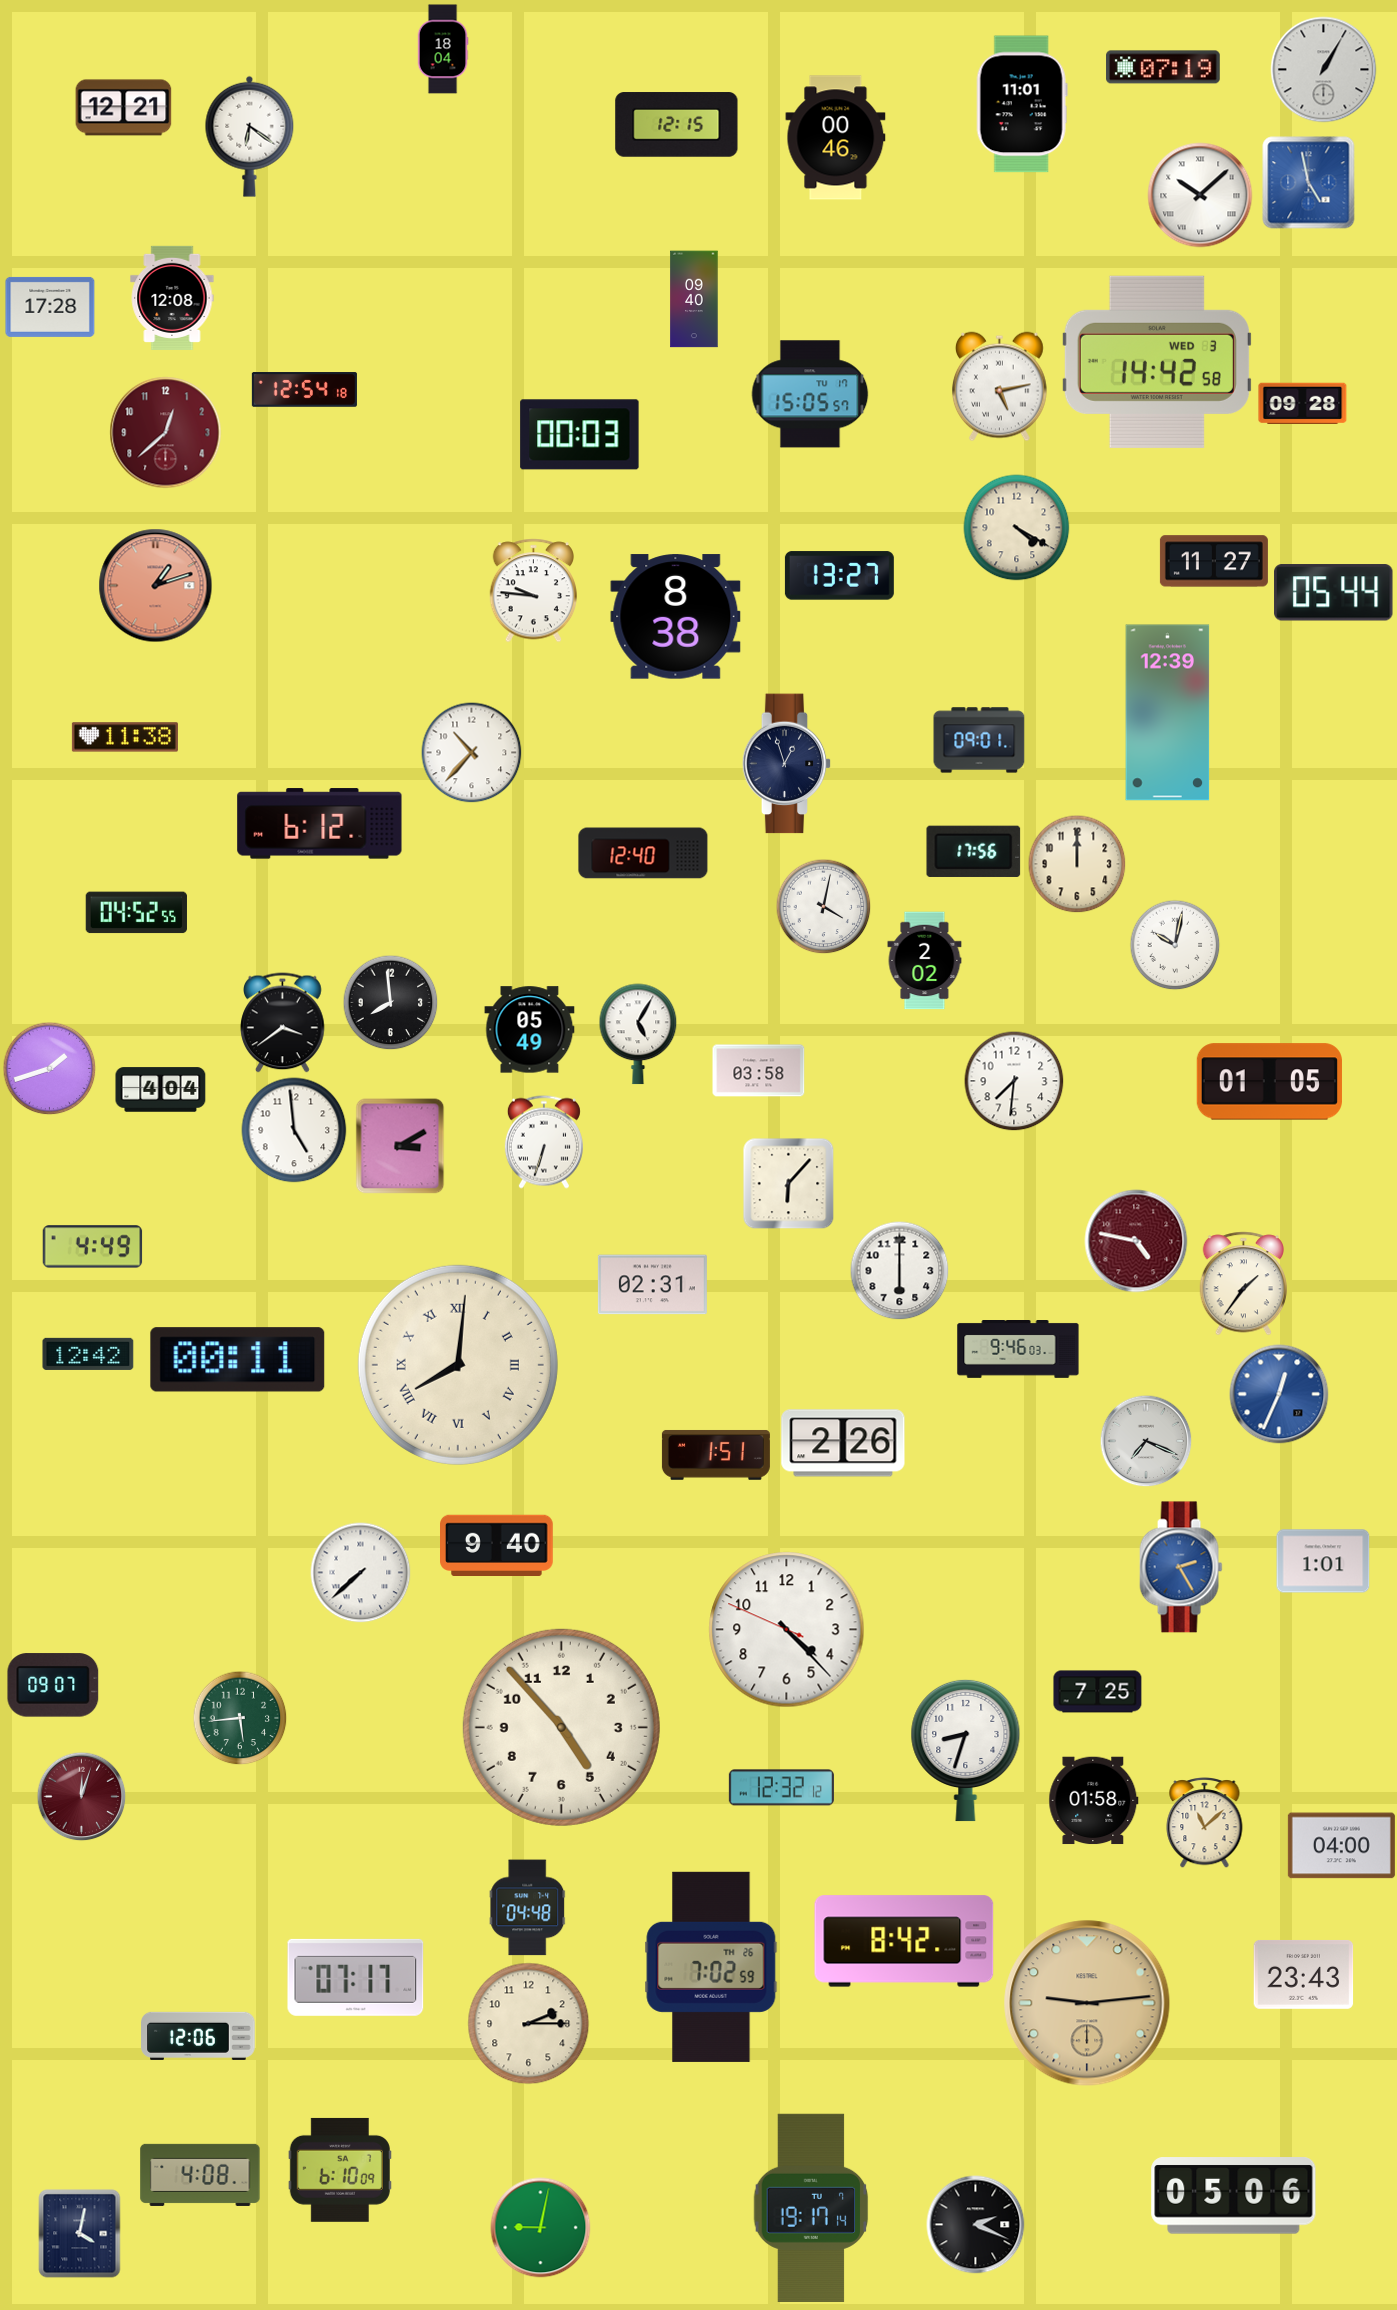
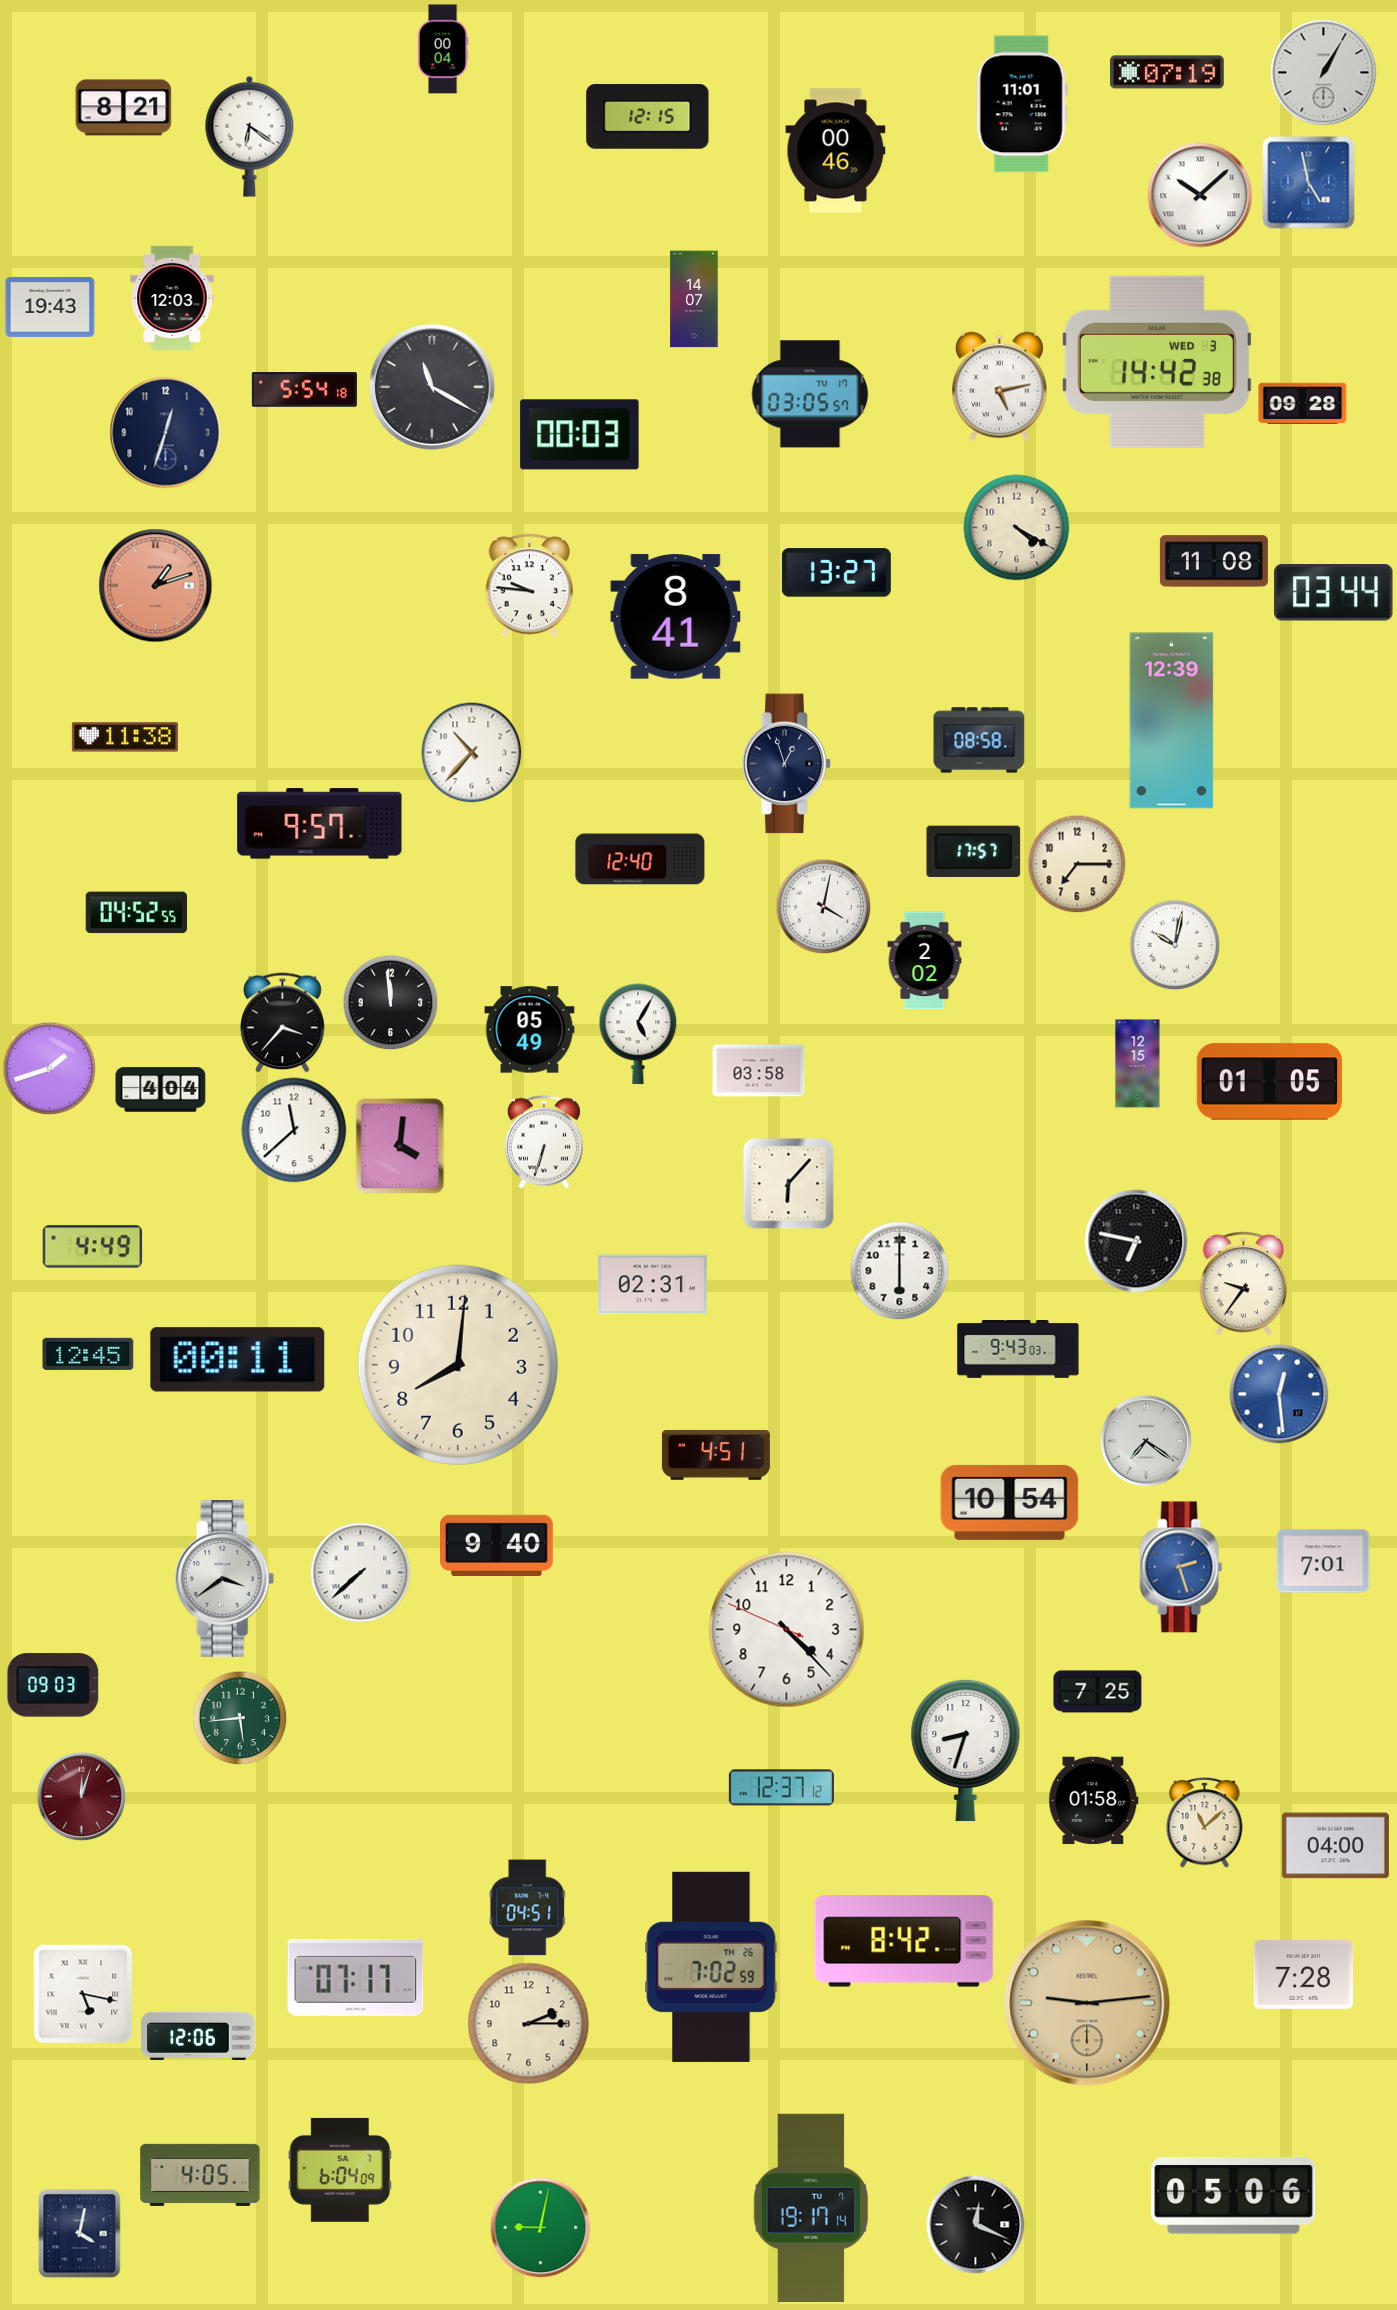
clock at (443, 49): 18:04 -> 00:04
clock at (1163, 67) position: (1163, 67) -> (1167, 72)
clock at (1324, 70) position: (1324, 70) -> (1324, 73)
clock at (124, 108): 12:21 -> 8:21
clock at (677, 125) position: (677, 125) -> (648, 117)
clock at (836, 138) position: (836, 138) -> (836, 151)
clock at (172, 298): 12:08 -> 12:03
clock at (694, 299): 09:40 -> 14:07
clock at (50, 307): 17:28 -> 19:43
clock at (1157, 362): 14:42:58 -> 14:42:38
clock at (432, 387): none -> 11:20
clock at (304, 390): 12:54 -> 5:54
clock at (810, 394): 15:05 -> 03:05
clock at (166, 433): 12:38 -> 12:33
clock at (166, 433) dial: burgundy -> navy
clock at (1214, 561): 11:27 -> 11:08
clock at (839, 576) position: (839, 576) -> (836, 573)
clock at (533, 591) position: (533, 591) -> (529, 586)
clock at (1334, 593): 05:44 -> 03:44
clock at (676, 617): 8:38 -> 8:41
clock at (1168, 713) position: (1168, 713) -> (1172, 721)
clock at (979, 740): 09:01 -> 08:58
clock at (320, 824): 6:12 -> 9:57
clock at (974, 851): 17:56 -> 17:57
clock at (643, 853) position: (643, 853) -> (640, 859)
clock at (1077, 864): 12:00 -> 7:15
clock at (390, 1002): 7:59 -> 11:59
clock at (283, 1023): 3:39 -> 3:37
clock at (1138, 1064): none -> 12:15
clock at (1014, 1081): 7:31 -> none
clock at (294, 1130): 4:59 -> 11:38
clock at (400, 1146): 3:10 -> 4:01
clock at (1136, 1241): 4:47 -> 6:47
clock at (1136, 1241) dial: burgundy -> black
clock at (1243, 1284): 1:36 -> 9:36
clock at (1018, 1350): 9:46 -> 9:43
clock at (88, 1354): 12:42 -> 12:45
clock at (458, 1365) numerals: Roman -> Arabic
clock at (1279, 1394): 12:34 -> 12:29
clock at (1146, 1441): 7:19 -> 7:21
clock at (843, 1443): 2:26 -> none
clock at (716, 1455): 1:51 -> 4:51
clock at (1010, 1502): none -> 10:54
clock at (1323, 1561): 1:01 -> 7:01
clock at (1181, 1567): 2:25 -> 2:27
clock at (225, 1579): none -> 3:39
clock at (53, 1685): 09:07 -> 09:03
clock at (561, 1727): 4:53 -> none
clock at (781, 1788): 12:32 -> 12:37
clock at (1341, 1846) position: (1341, 1846) -> (1335, 1846)
clock at (528, 1908): 04:48 -> 04:51
clock at (1304, 1974): 23:43 -> 7:28
clock at (83, 1994): none -> 5:17
clock at (340, 2170): 6:10 -> 6:04
clock at (200, 2175): 4:08 -> 4:05
clock at (976, 2225): 2:19 -> 12:19
